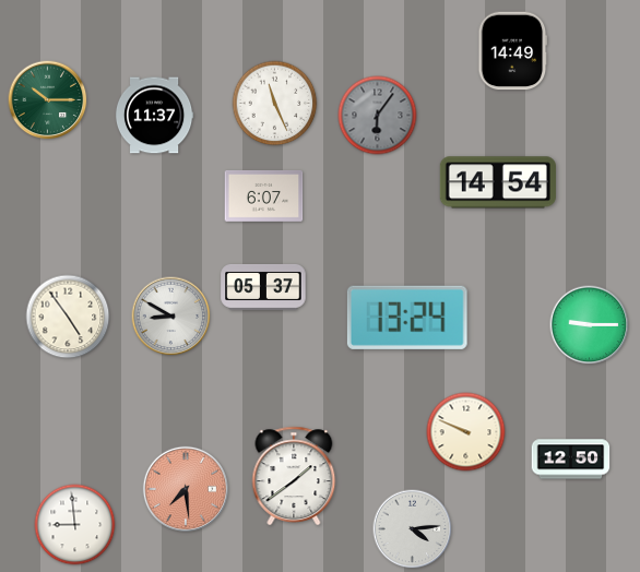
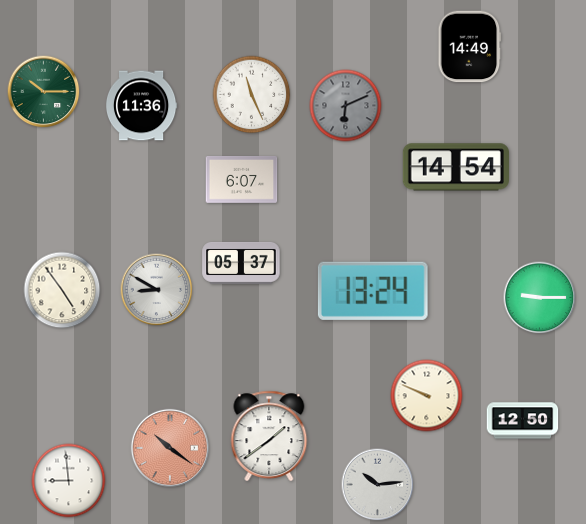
clock at (154, 116): 11:37 -> 11:36
clock at (378, 116): 6:06 -> 6:11
clock at (185, 488): 7:29 -> 10:21
clock at (413, 529): 4:14 -> 10:14
